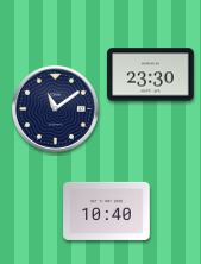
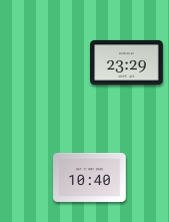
clock at (151, 75): 23:30 -> 23:29
clock at (55, 108): 11:09 -> none
